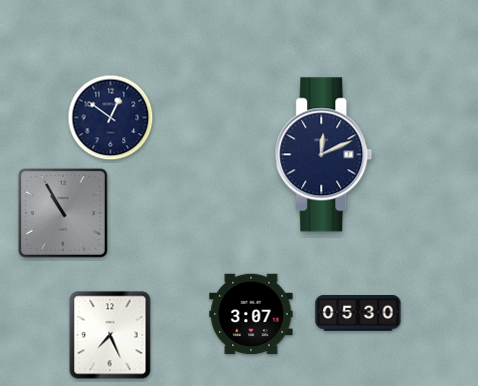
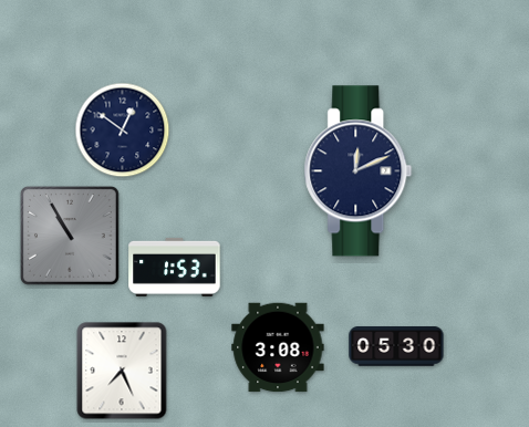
clock at (175, 267): none -> 1:53
clock at (251, 314): 3:07 -> 3:08
